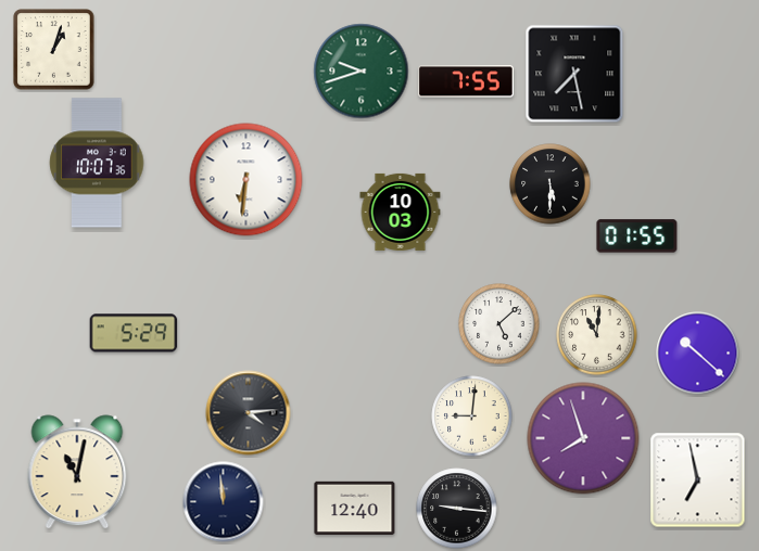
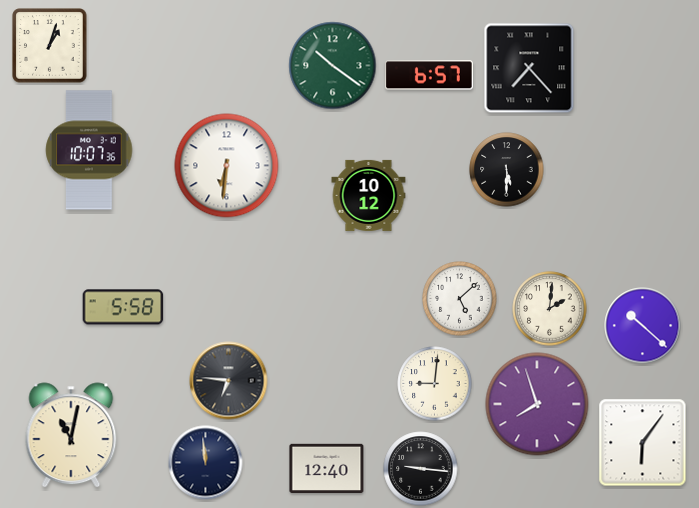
clock at (362, 72): 9:42 -> 10:21
clock at (574, 74): 7:28 -> 7:23
clock at (467, 81): 7:55 -> 6:57
clock at (401, 212): 10:03 -> 10:12
clock at (637, 236): 01:55 -> none
clock at (134, 333): 5:29 -> 5:58
clock at (597, 335): 11:01 -> 2:01
clock at (249, 413): 4:14 -> 6:46
clock at (698, 480): 6:58 -> 6:06
